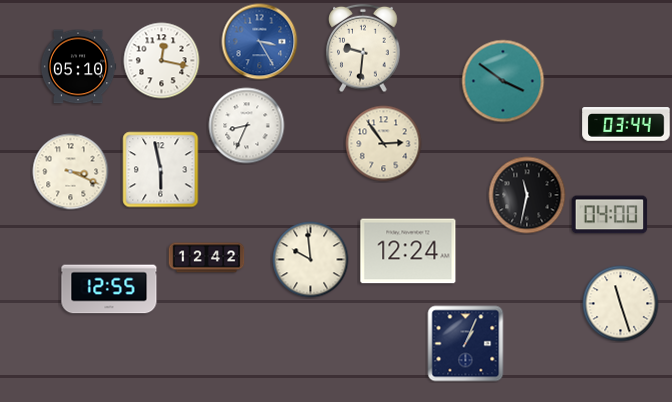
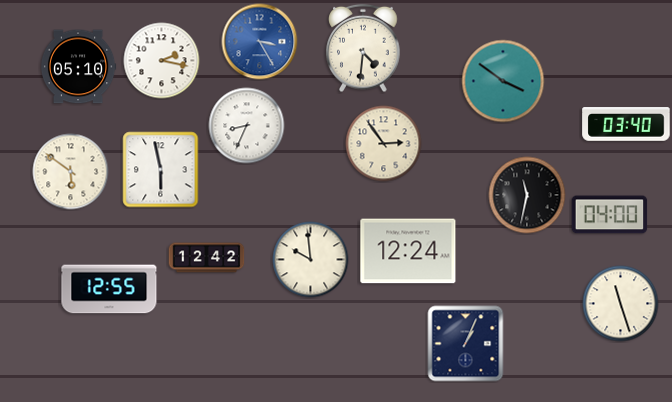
clock at (363, 48): 9:31 -> 4:31
clock at (162, 61): 12:17 -> 2:17
clock at (626, 124): 03:44 -> 03:40
clock at (71, 172): 3:19 -> 5:51
